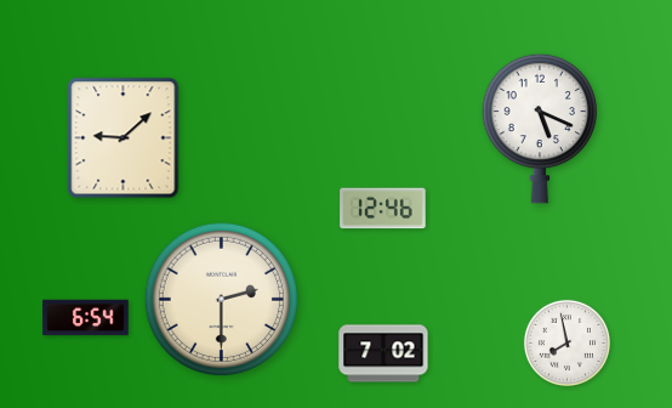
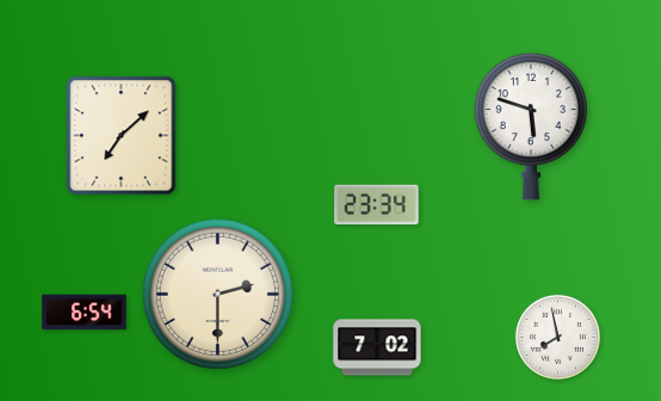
clock at (540, 129): 5:19 -> 5:48
clock at (124, 138): 9:08 -> 7:08
clock at (383, 209): 12:46 -> 23:34
